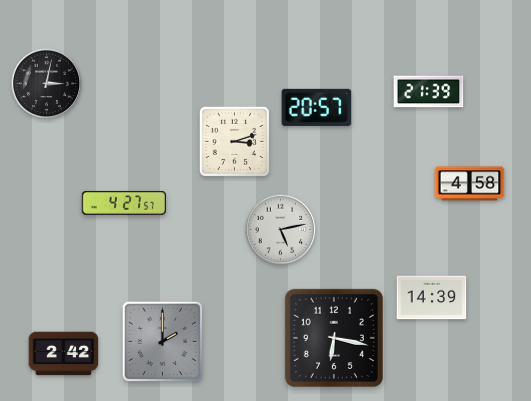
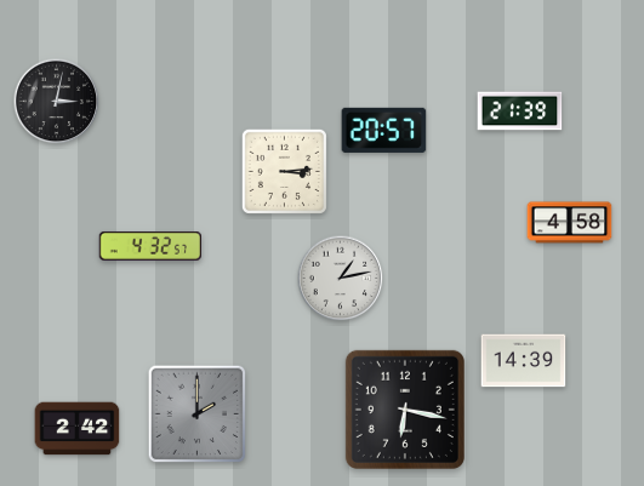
clock at (234, 141): 3:12 -> 3:14
clock at (123, 203): 4:27 -> 4:32
clock at (281, 230): 5:13 -> 1:13
